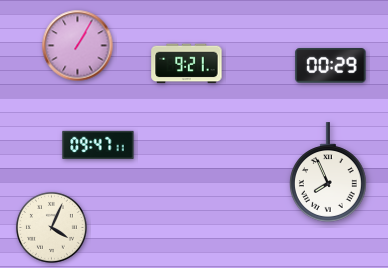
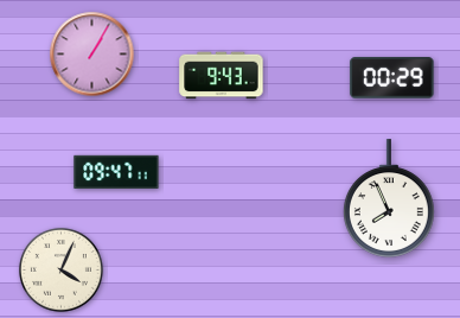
clock at (187, 64): 9:21 -> 9:43
clock at (328, 172) position: (328, 172) -> (389, 198)
